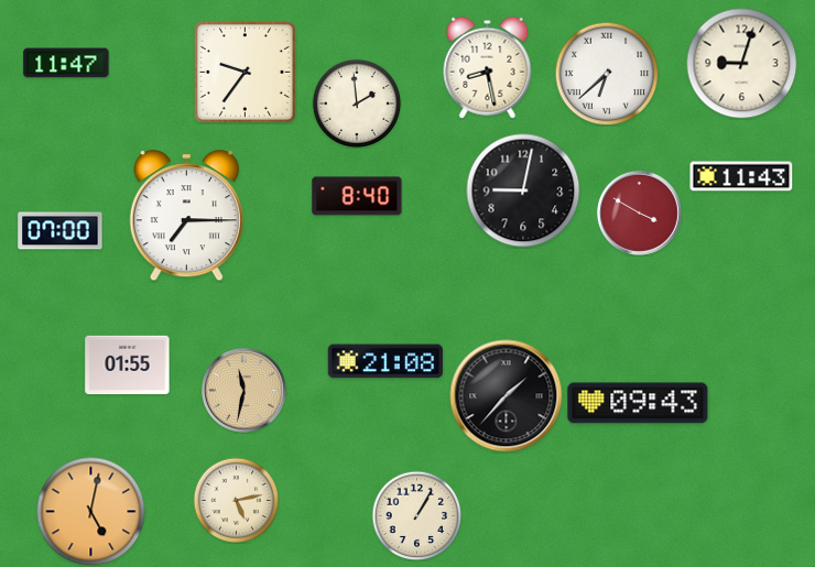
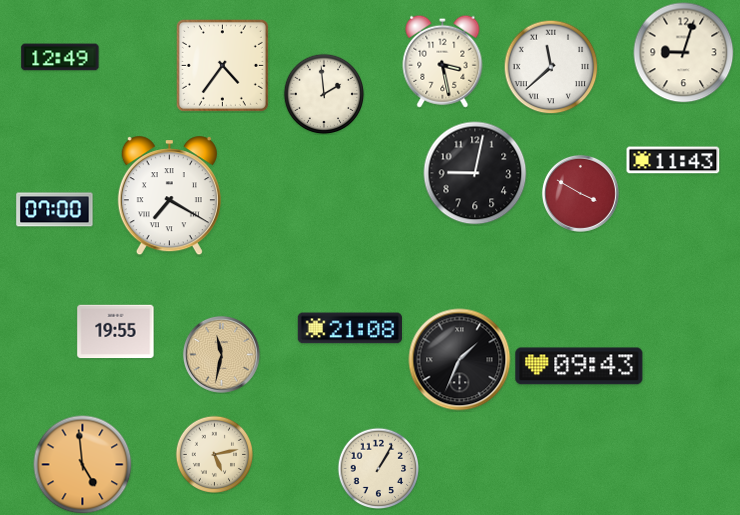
clock at (66, 63): 11:47 -> 12:49
clock at (742, 64) position: (742, 64) -> (684, 53)
clock at (488, 67): 8:28 -> 3:28
clock at (244, 72): 9:36 -> 4:36
clock at (607, 74): 6:38 -> 11:38
clock at (357, 196): 8:40 -> none
clock at (186, 216): 7:15 -> 7:20
clock at (128, 366): 01:55 -> 19:55
clock at (507, 396): 1:37 -> 1:34
clock at (91, 512): 5:02 -> 4:59
